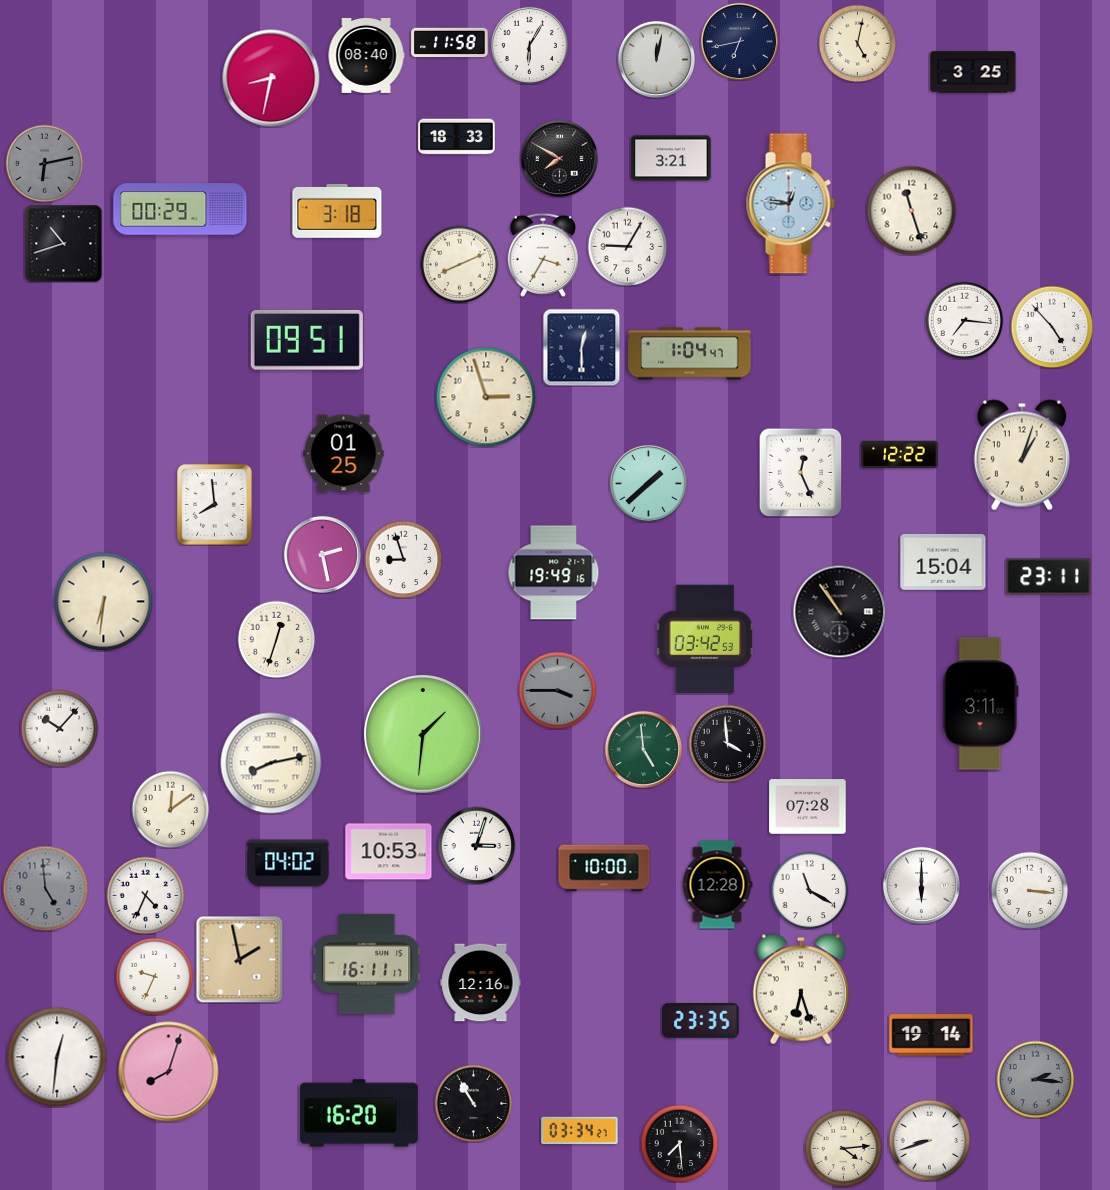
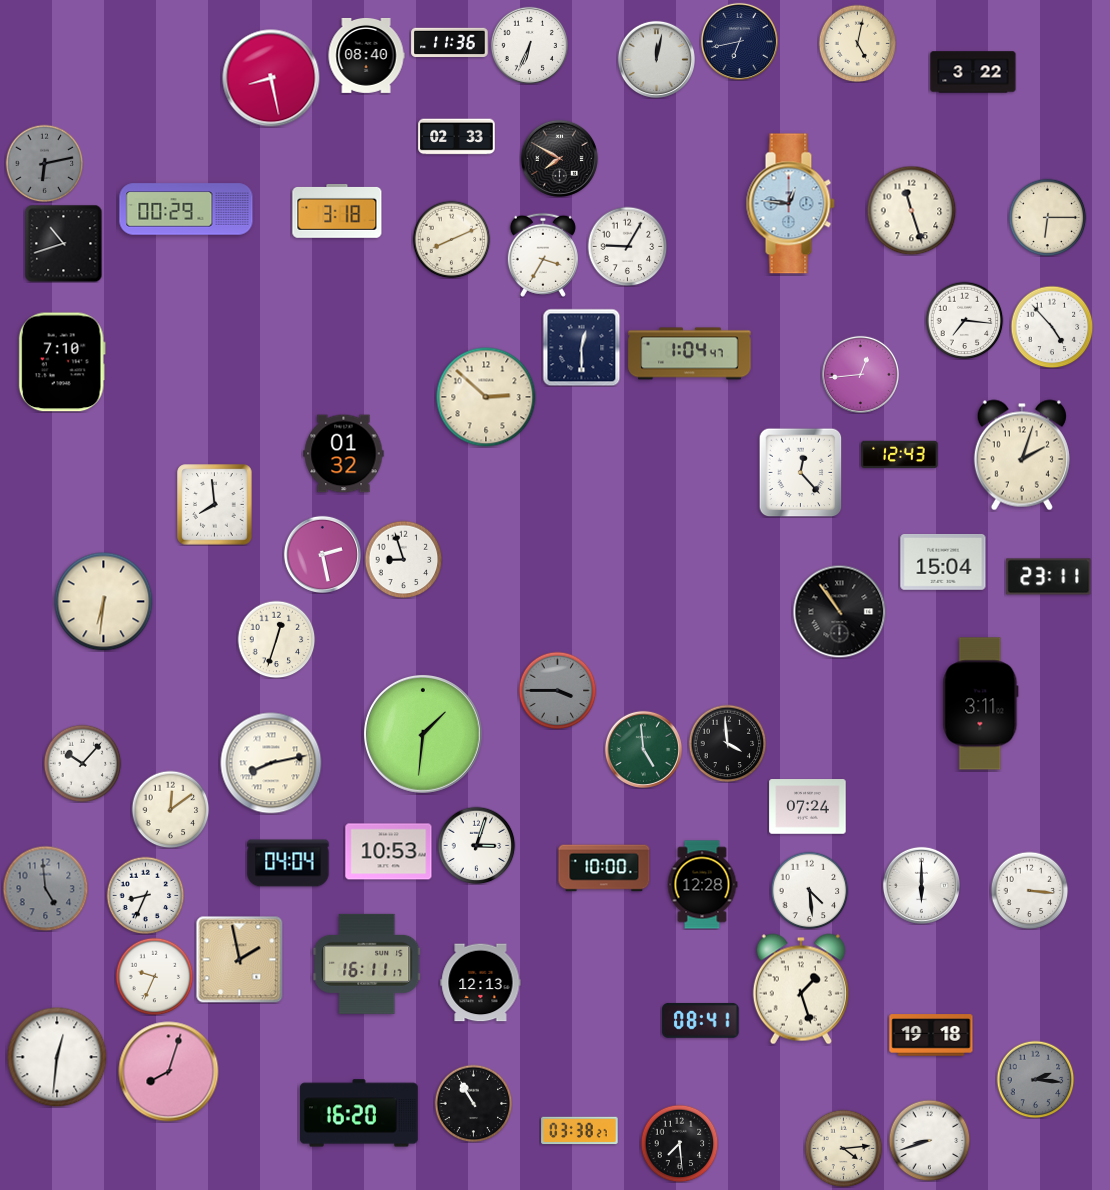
clock at (450, 43): 11:58 -> 11:36
clock at (529, 45): 6:05 -> 6:34
clock at (973, 72): 3:25 -> 3:22
clock at (271, 78): 8:32 -> 8:28
clock at (457, 137): 18:33 -> 02:33
clock at (671, 158): 3:21 -> none
clock at (180, 209) position: (180, 209) -> (186, 209)
clock at (1047, 217): none -> 6:15
clock at (459, 264) position: (459, 264) -> (451, 239)
clock at (307, 340): 09:51 -> none
clock at (62, 362): none -> 7:10
clock at (860, 374): none -> 12:44
clock at (486, 397): 2:57 -> 2:52
clock at (344, 454): 01:25 -> 01:32
clock at (900, 455): 12:22 -> 12:43
clock at (1022, 455): 1:03 -> 2:03
clock at (801, 472): 12:26 -> 12:23
clock at (648, 483): 1:38 -> none
clock at (554, 573): 19:49 -> none
clock at (705, 638): 03:42 -> none
clock at (59, 728) position: (59, 728) -> (82, 763)
clock at (808, 807): 07:28 -> 07:24
clock at (288, 863): 04:02 -> 04:04
clock at (717, 885) position: (717, 885) -> (702, 885)
clock at (809, 890): 11:20 -> 4:29
clock at (145, 895): 4:34 -> 8:34
clock at (481, 983): 12:16 -> 12:13
clock at (801, 989): 6:27 -> 1:27
clock at (701, 1021): 23:35 -> 08:41
clock at (931, 1035): 19:14 -> 19:18
clock at (580, 1131): 03:34 -> 03:38
